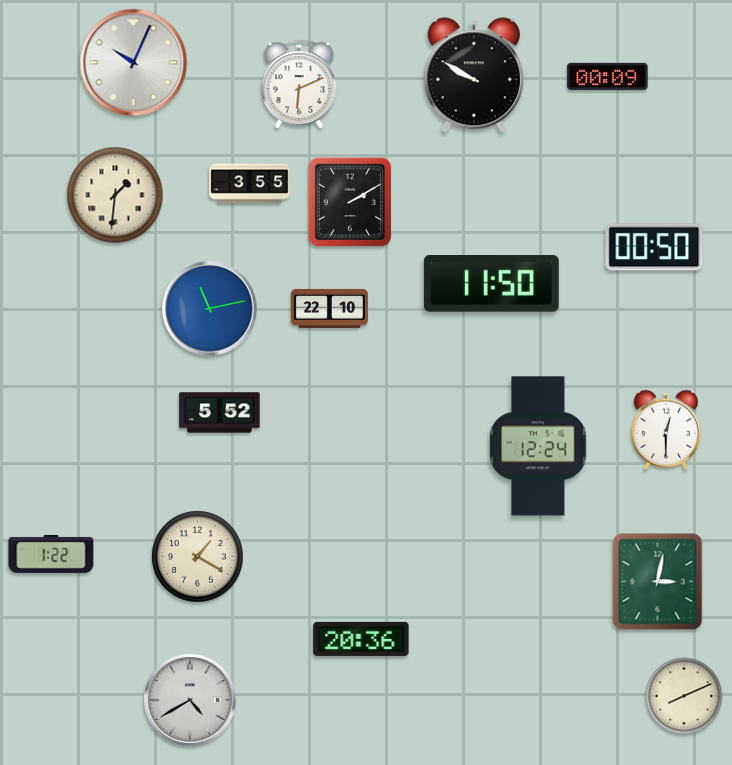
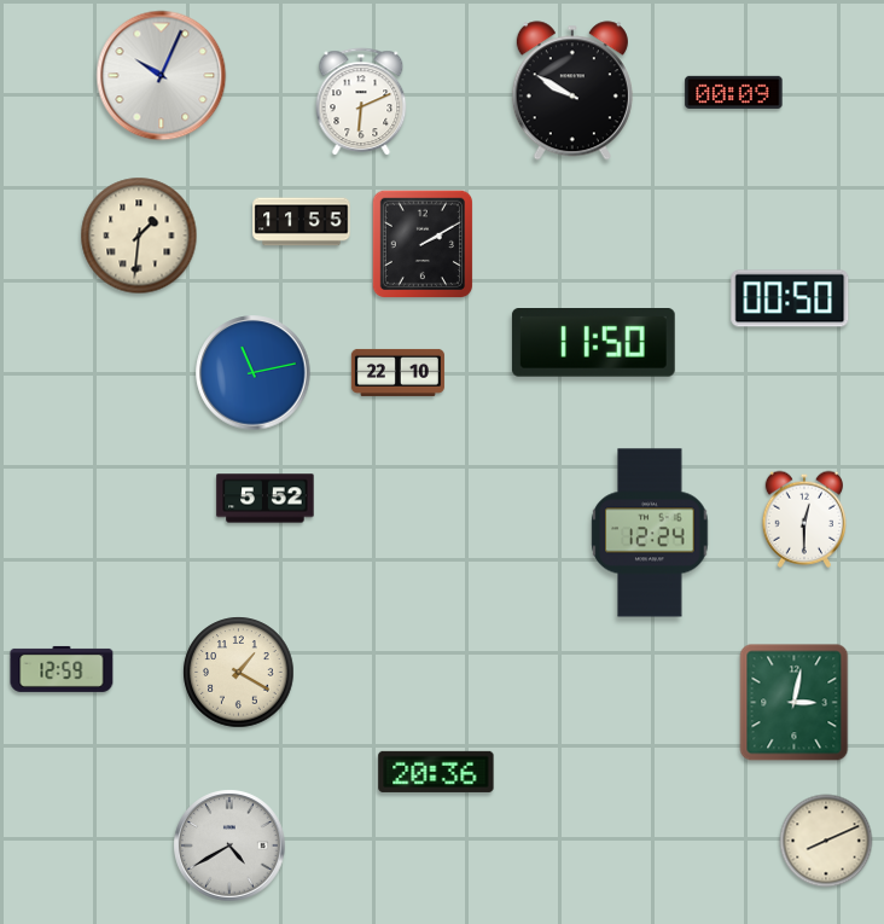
clock at (250, 184): 3:55 -> 11:55
clock at (538, 446) position: (538, 446) -> (650, 533)
clock at (51, 554): 1:22 -> 12:59
